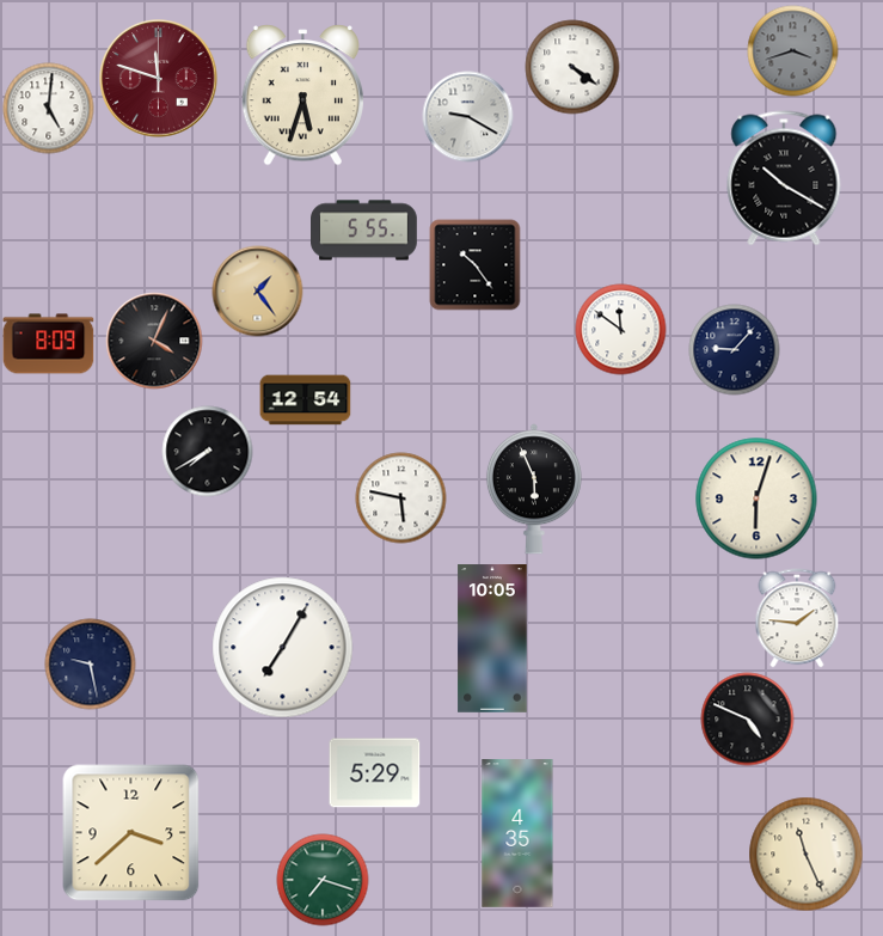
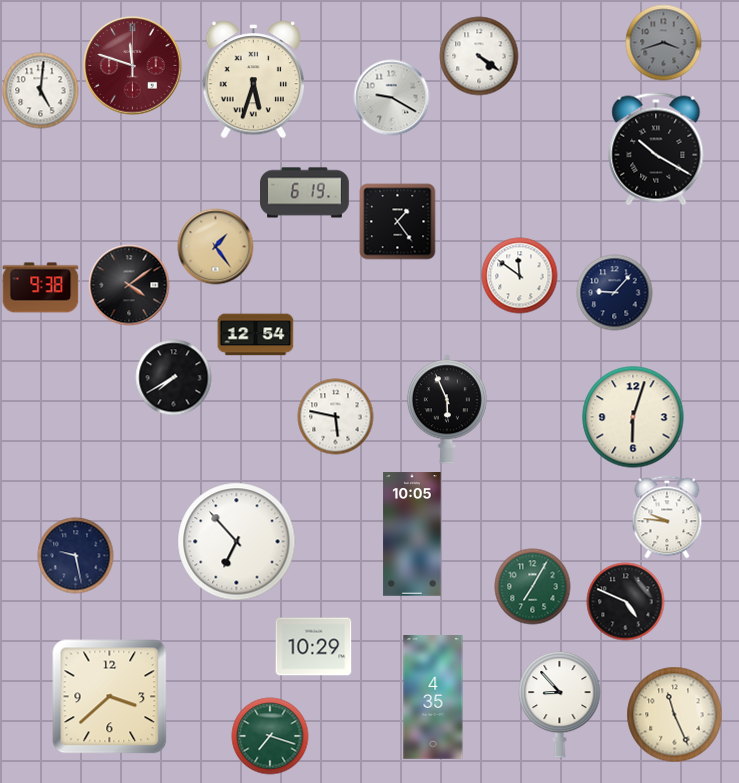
clock at (364, 231): 5:55 -> 6:19
clock at (476, 265): 10:24 -> 1:24
clock at (258, 292) position: (258, 292) -> (216, 247)
clock at (154, 341): 4:04 -> 4:09
clock at (49, 344): 8:09 -> 9:38
clock at (797, 618): 1:46 -> 9:46
clock at (283, 648): 7:05 -> 6:53
clock at (533, 587): none -> 7:05
clock at (375, 773): 5:29 -> 10:29
clock at (560, 704): none -> 8:53
